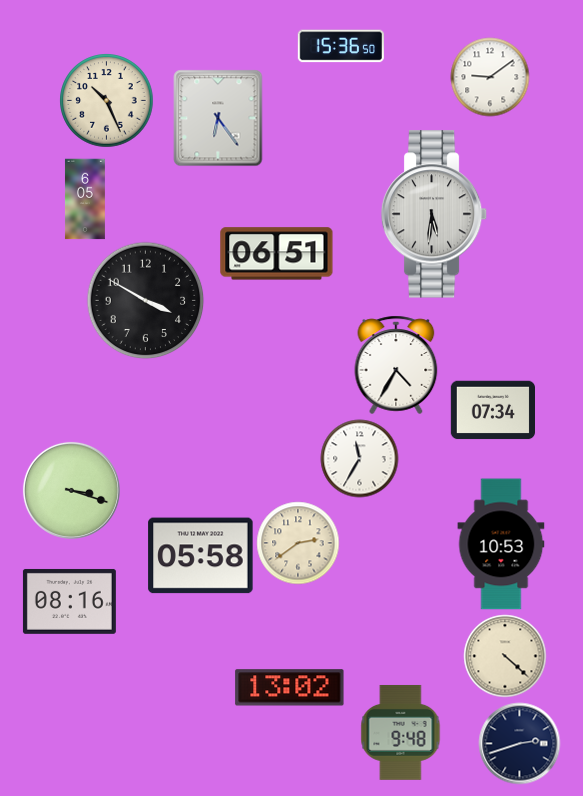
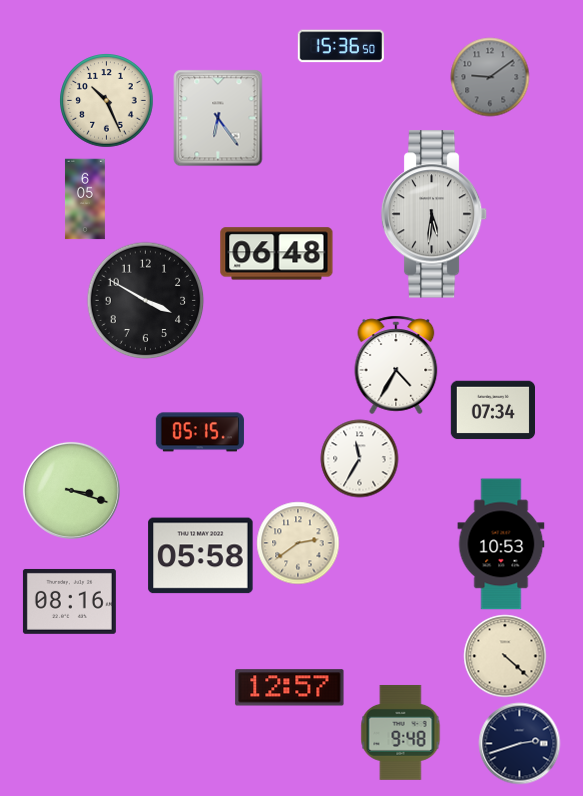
clock at (490, 77) dial: white -> grey
clock at (277, 254): 06:51 -> 06:48
clock at (200, 432): none -> 05:15
clock at (290, 688): 13:02 -> 12:57
